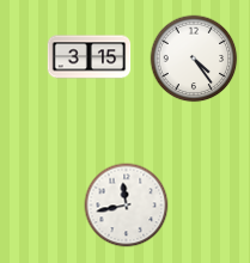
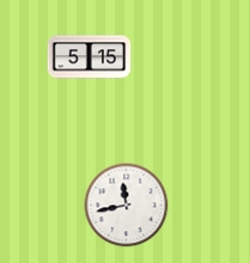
clock at (90, 57): 3:15 -> 5:15
clock at (194, 59): 4:24 -> none
